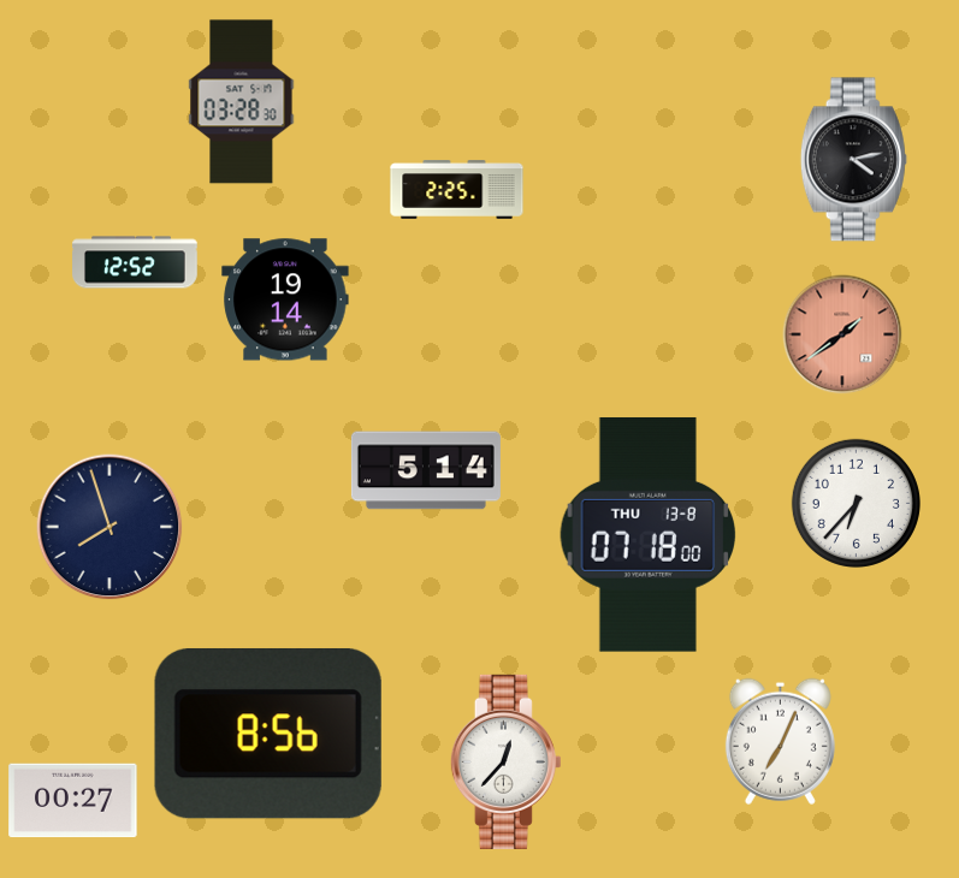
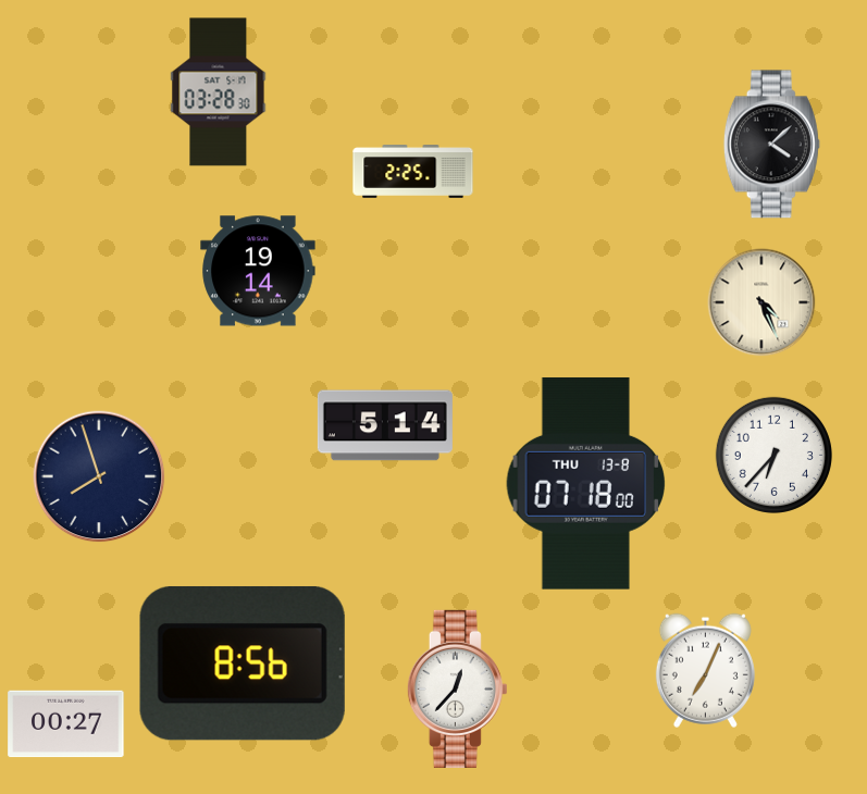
clock at (853, 160): 4:13 -> 4:08
clock at (135, 262): 12:52 -> none
clock at (842, 334): 1:39 -> 4:26
clock at (842, 334) dial: salmon -> cream
